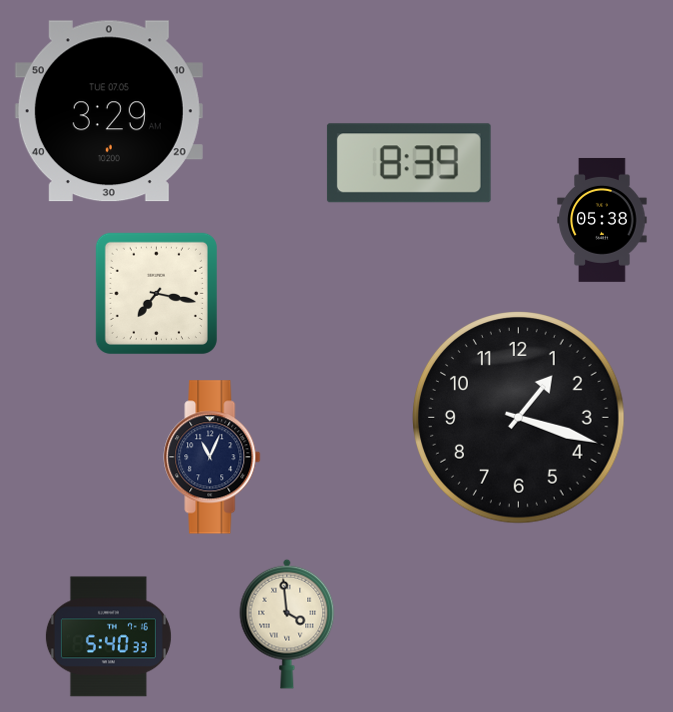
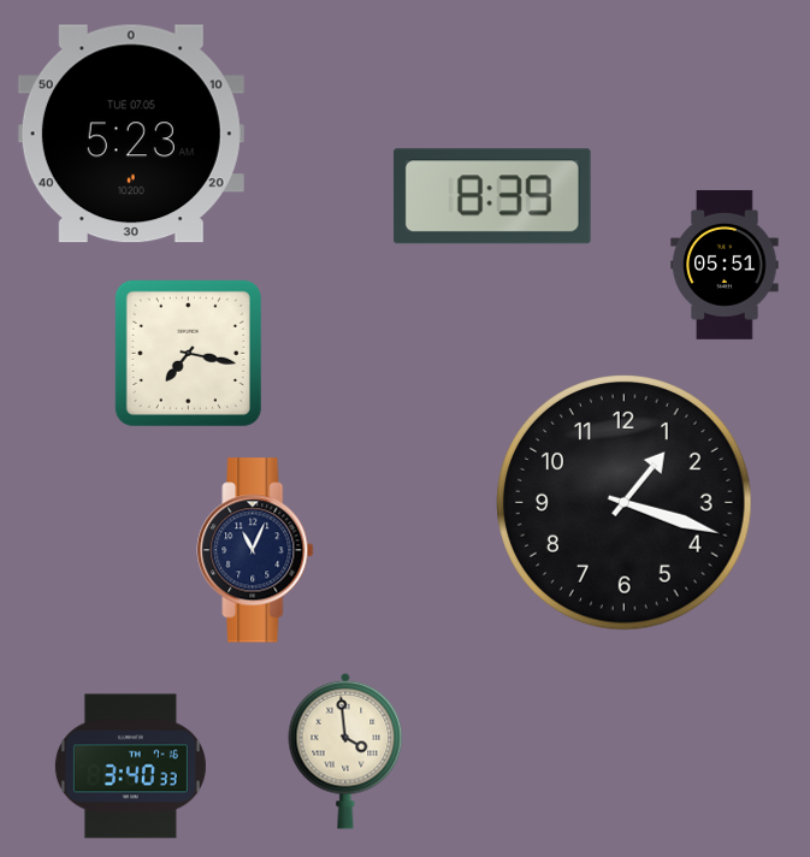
clock at (109, 111): 3:29 -> 5:23
clock at (602, 220): 05:38 -> 05:51
clock at (108, 637): 5:40 -> 3:40
